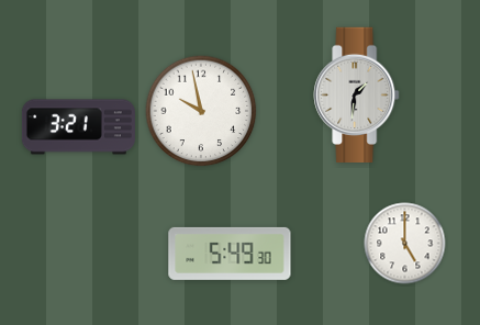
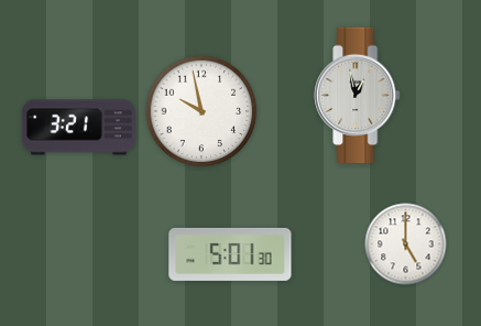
clock at (357, 94): 1:31 -> 12:58
clock at (230, 254): 5:49 -> 5:01
